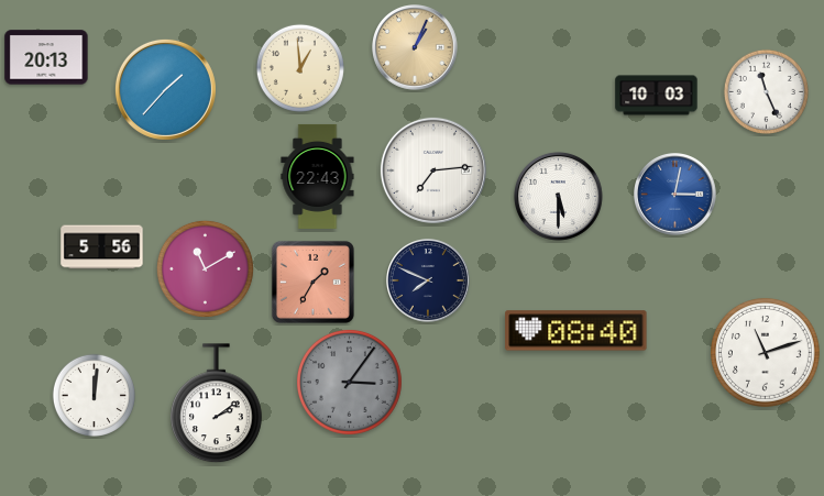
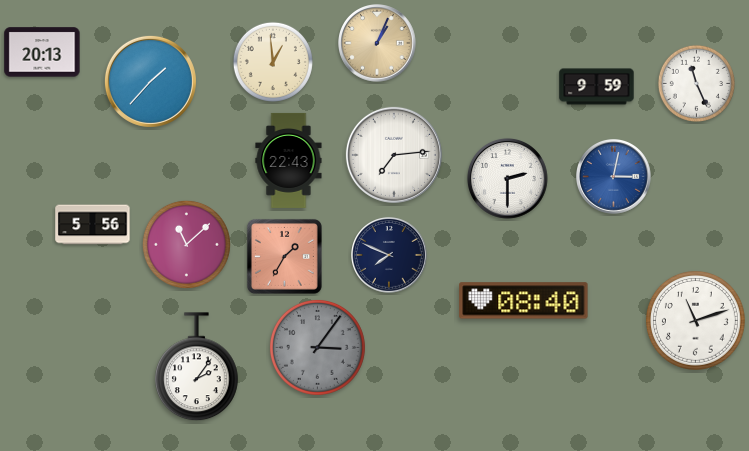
clock at (657, 96): 10:03 -> 9:59
clock at (558, 196): 5:30 -> 2:30
clock at (205, 268): 11:10 -> 11:08
clock at (94, 395): 12:01 -> none
clock at (217, 404): 2:09 -> 2:06
